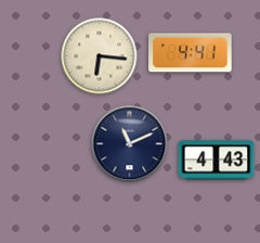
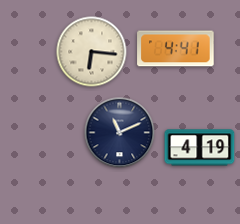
clock at (217, 161): 4:43 -> 4:19
